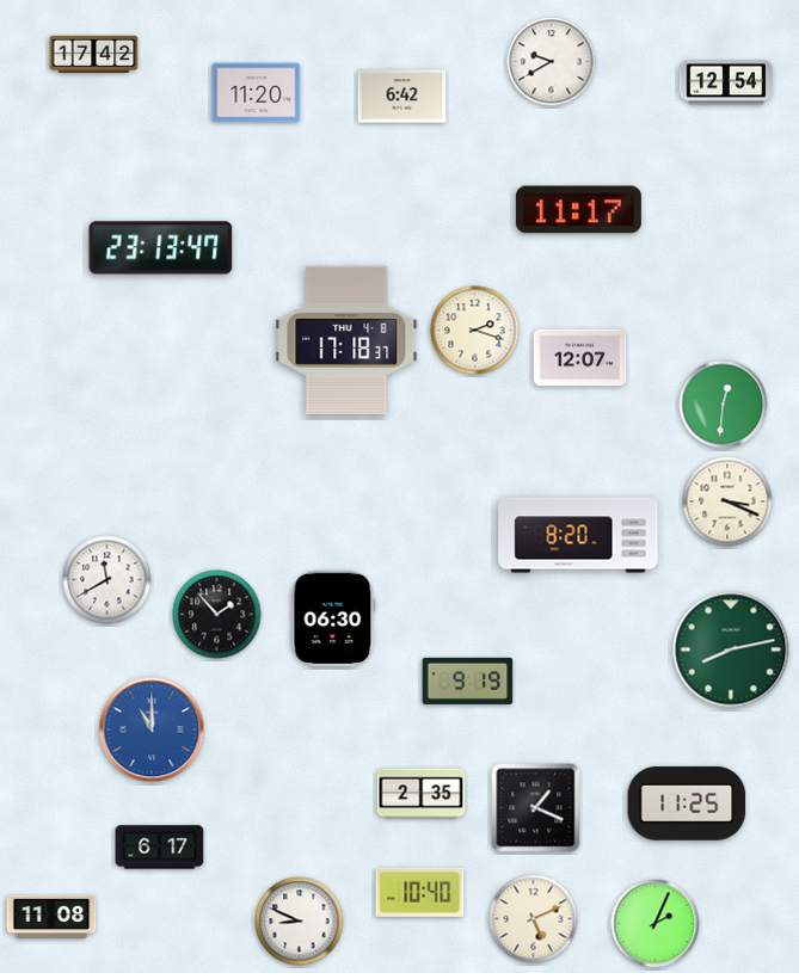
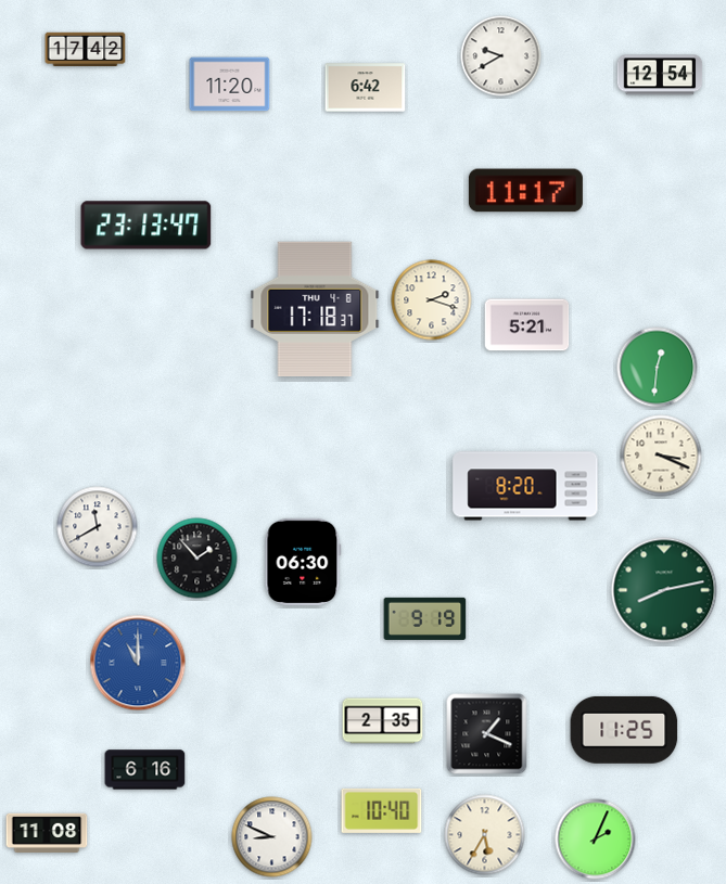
clock at (257, 93) position: (257, 93) -> (230, 85)
clock at (580, 358): 12:07 -> 5:21
clock at (160, 848): 6:17 -> 6:16
clock at (534, 919): 5:11 -> 5:35
